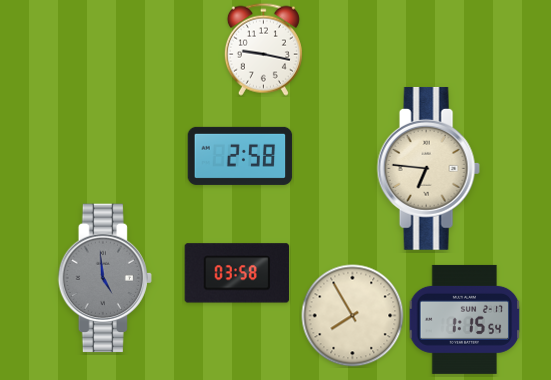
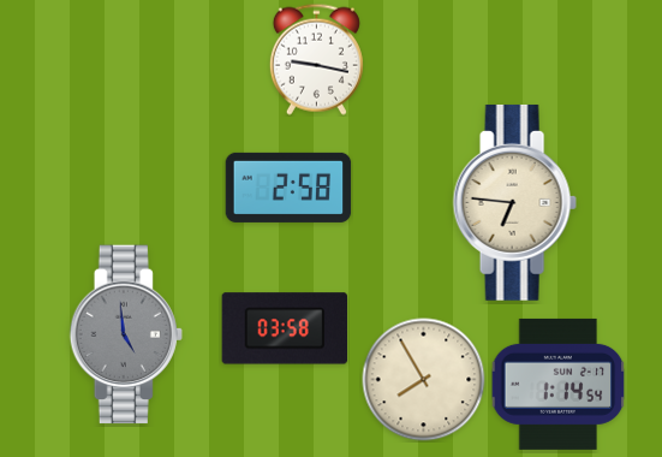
clock at (465, 319): 1:15 -> 1:14
